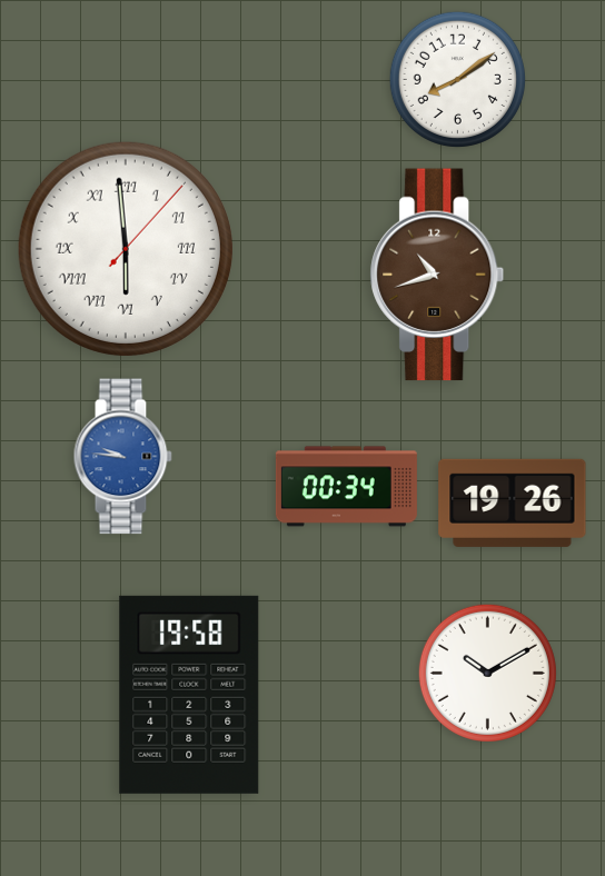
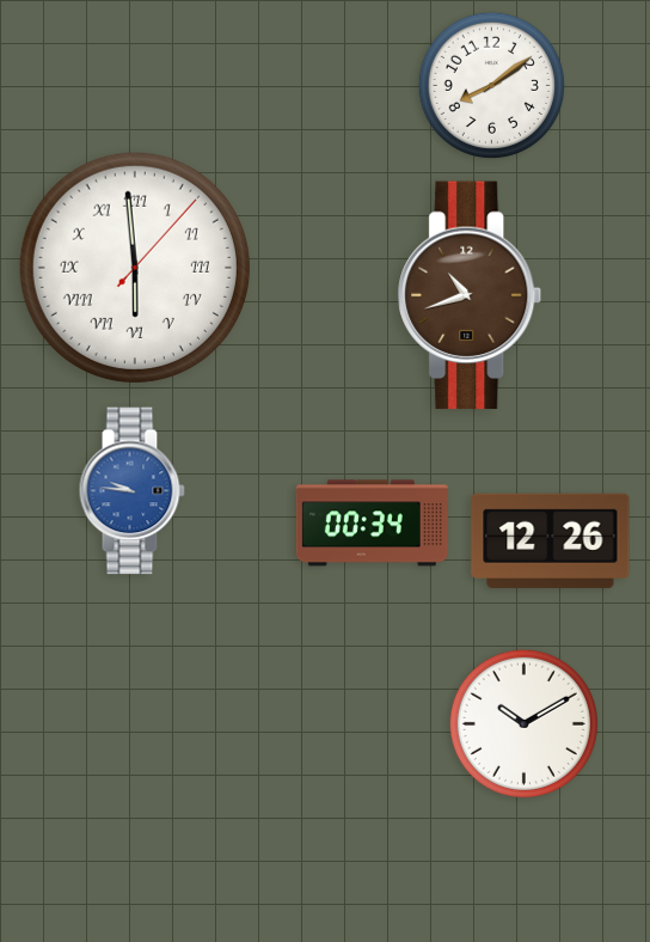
clock at (513, 502): 19:26 -> 12:26
clock at (189, 695): 19:58 -> none
